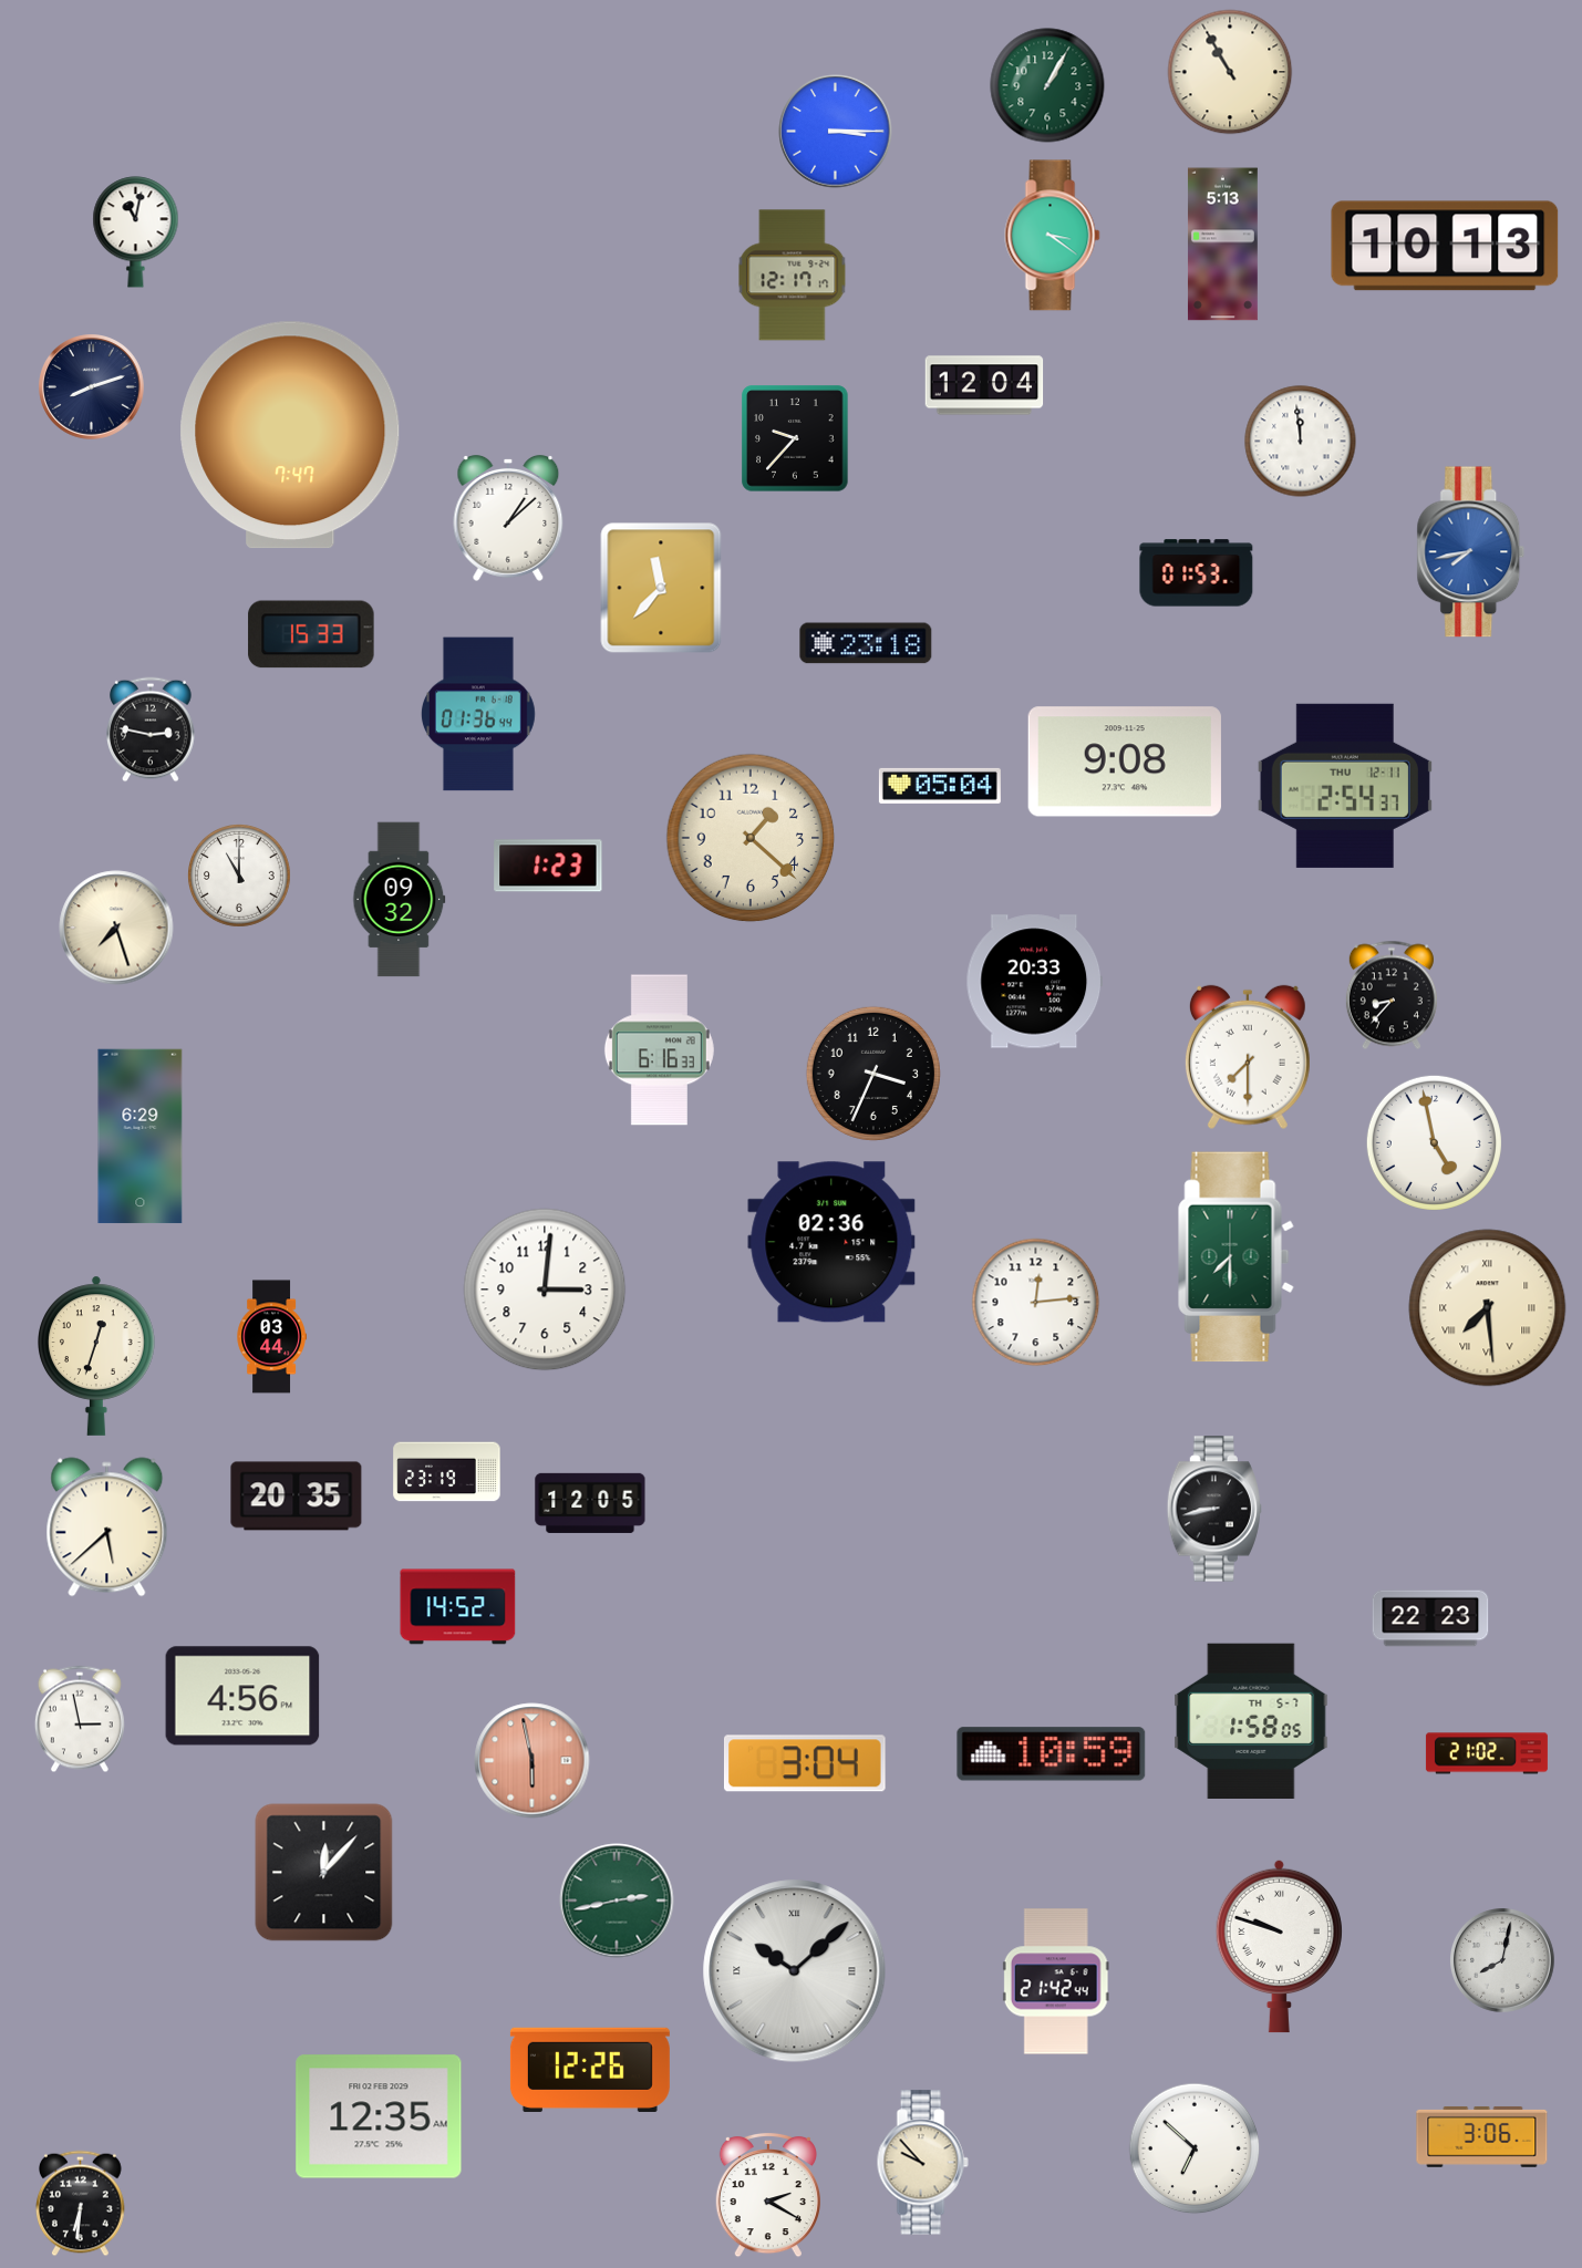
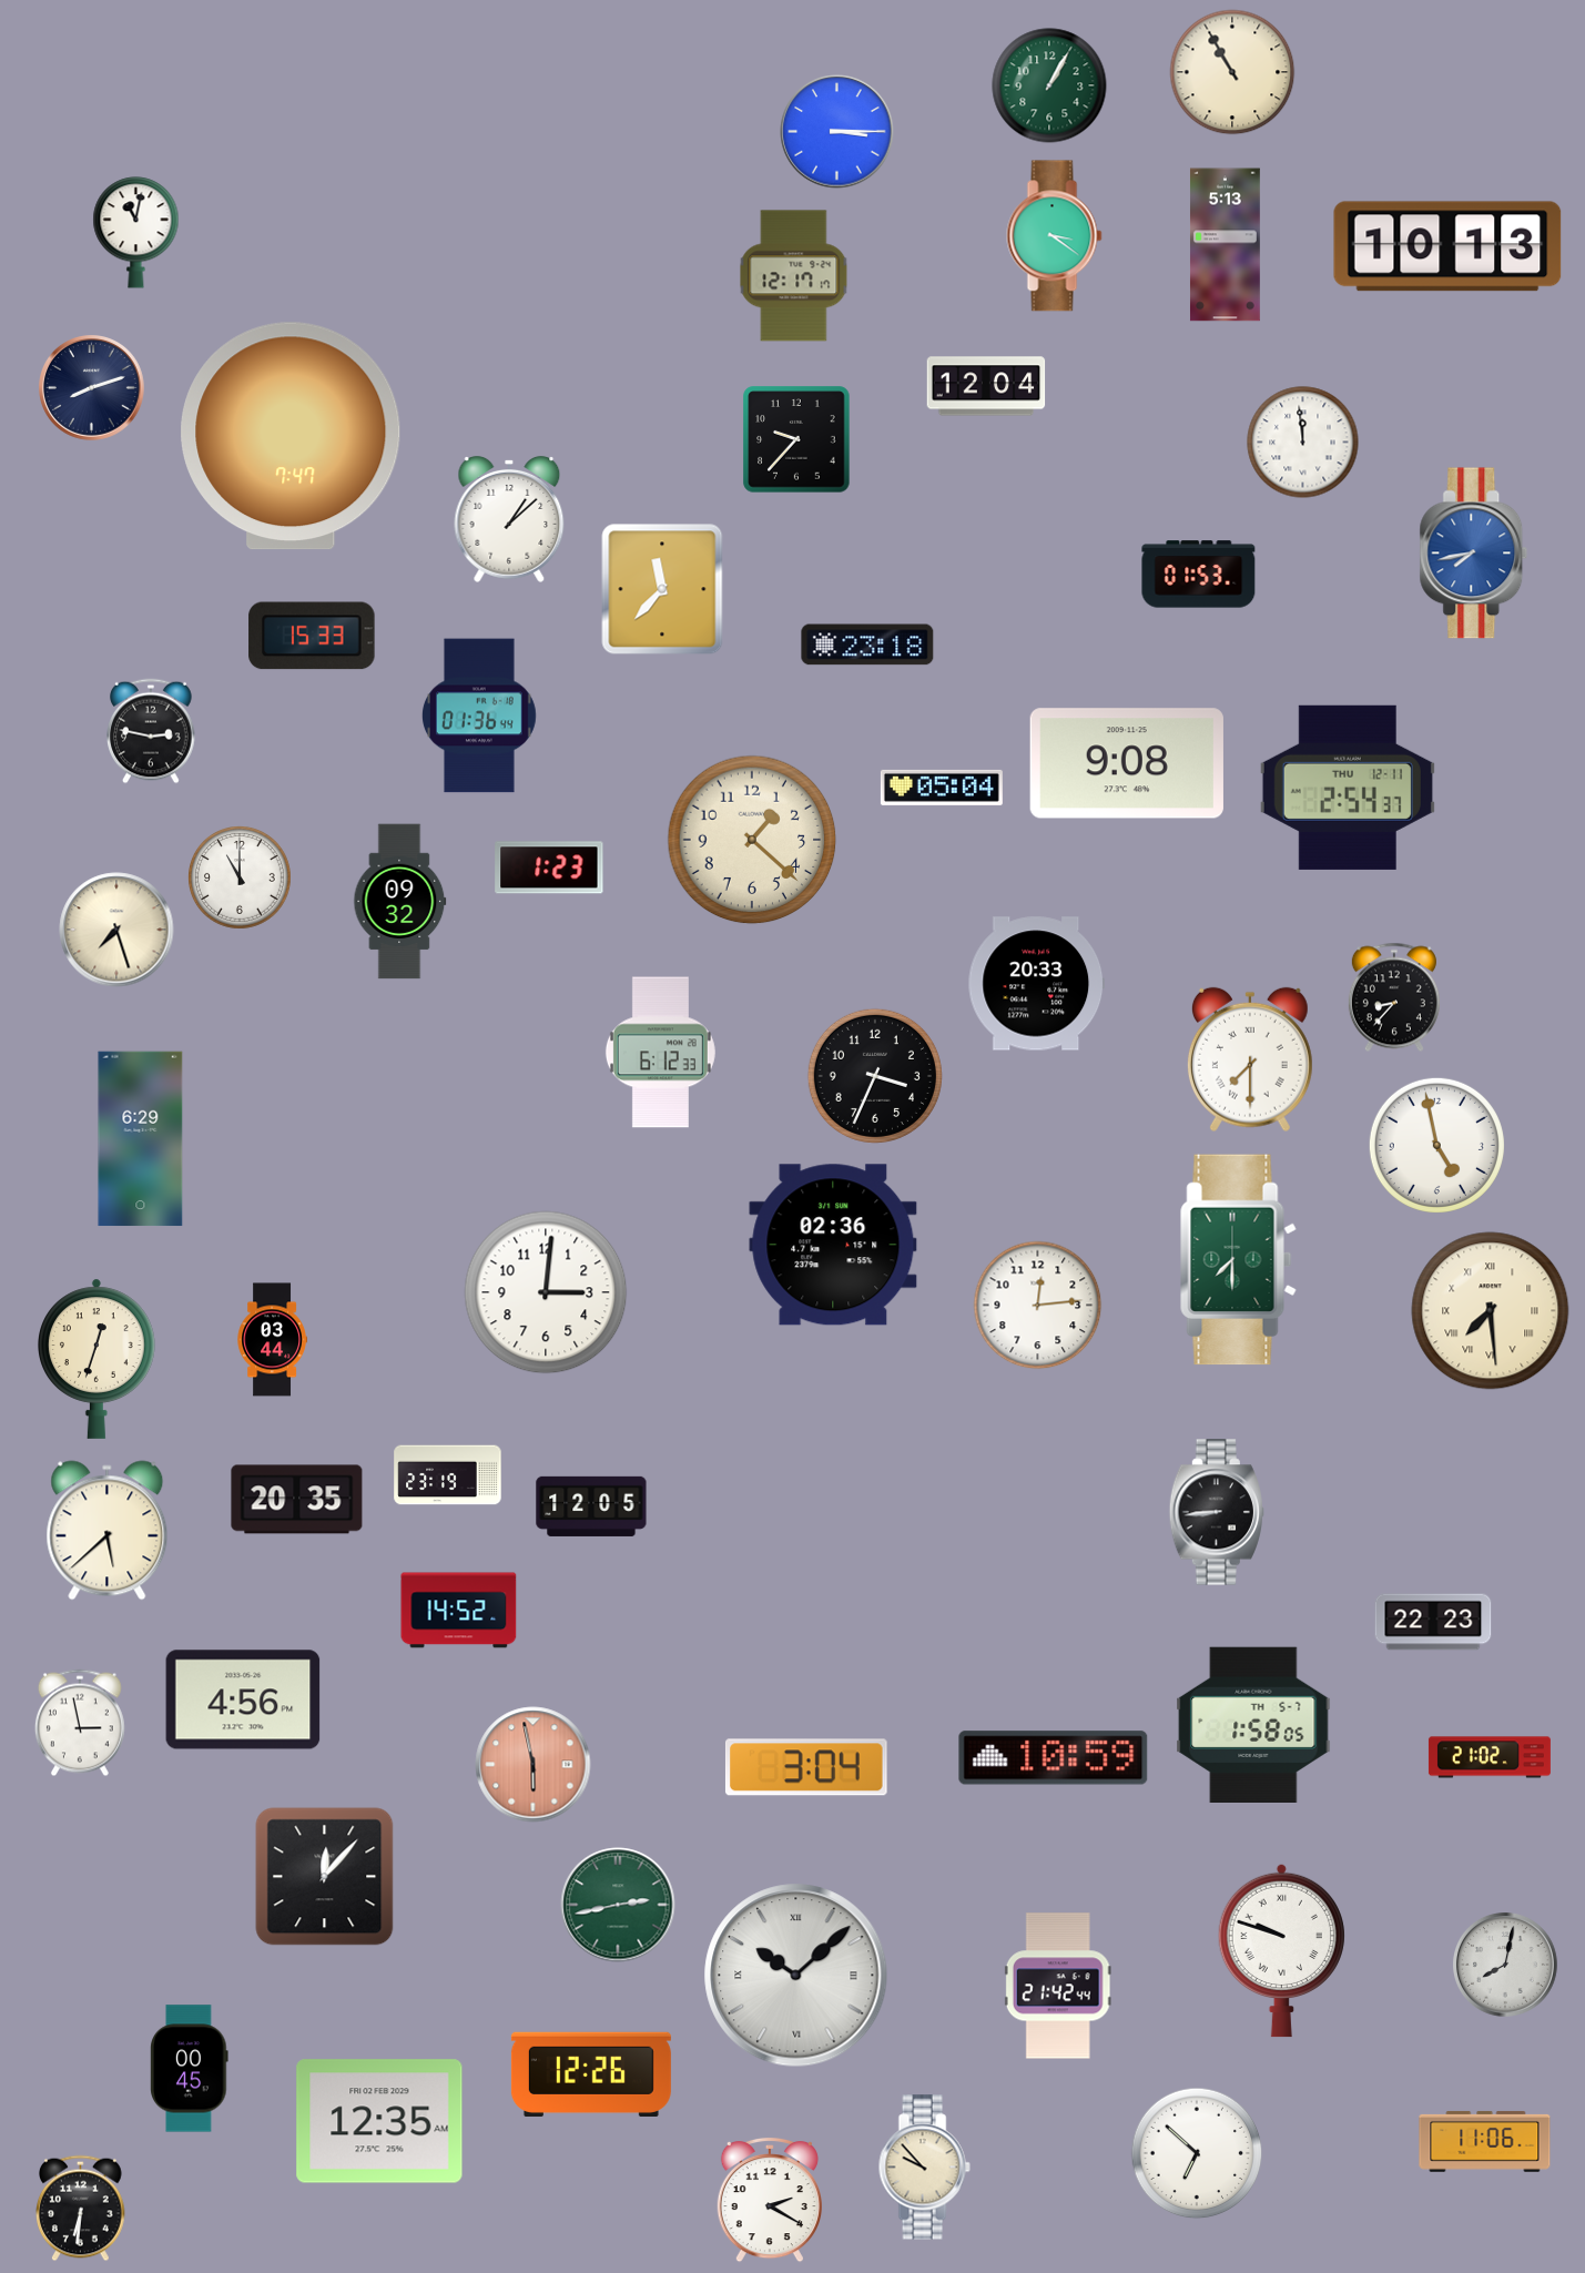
clock at (659, 1050): 6:16 -> 6:12
clock at (1213, 1509): 8:43 -> 8:44
clock at (190, 2069): none -> 00:45
clock at (1482, 2136): 3:06 -> 11:06
